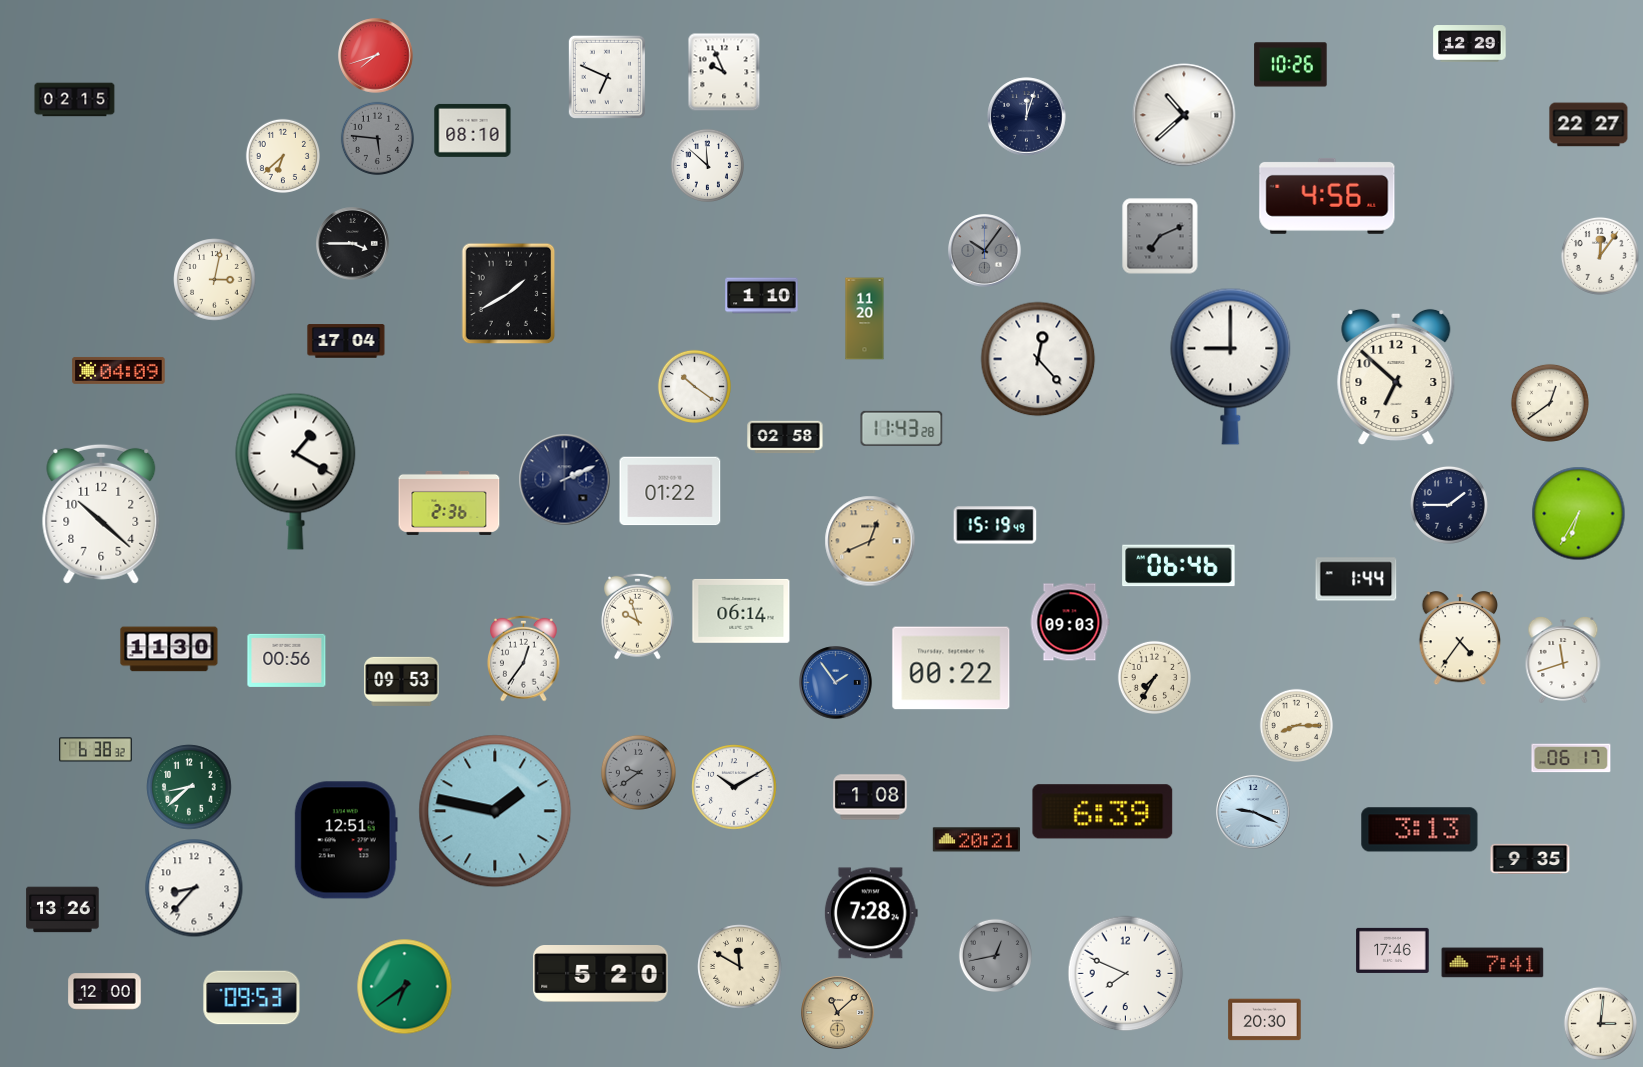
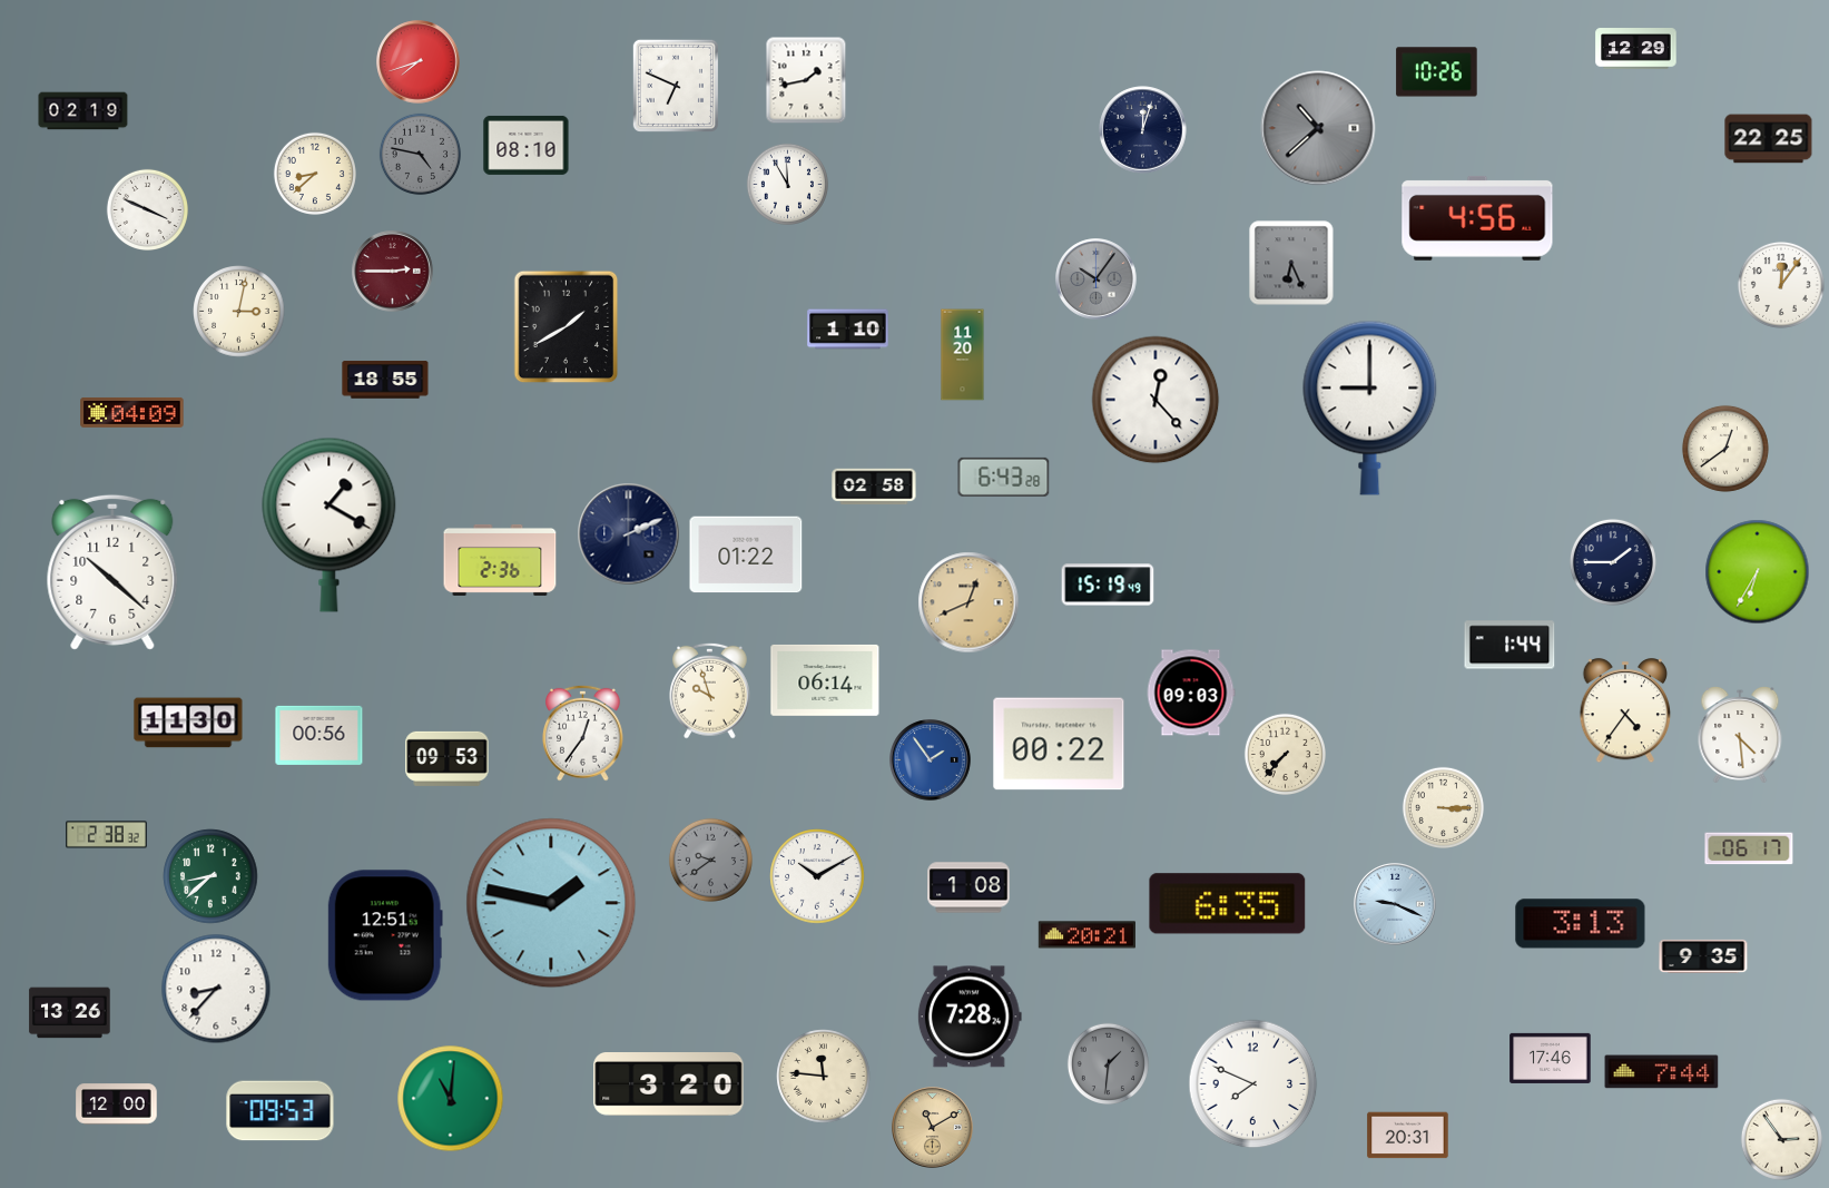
clock at (724, 72): 9:56 -> 1:43
clock at (75, 100): 02:15 -> 02:19
clock at (1184, 115) dial: white -> grey
clock at (1589, 125): 22:27 -> 22:25
clock at (377, 138): 5:46 -> 4:47
clock at (283, 156): 6:38 -> 8:38
clock at (707, 165): 11:52 -> 11:55
clock at (147, 209): none -> 3:49
clock at (1160, 236): 7:11 -> 6:26
clock at (353, 244): 3:45 -> 2:45
clock at (353, 244) dial: black -> burgundy
clock at (346, 341): 17:04 -> 18:55
clock at (1396, 376): 6:52 -> none
clock at (694, 386): 10:21 -> none
clock at (902, 428): 11:43 -> 6:43
clock at (670, 491) position: (670, 491) -> (746, 554)
clock at (1179, 566): 06:46 -> none
clock at (638, 616) position: (638, 616) -> (710, 690)
clock at (1563, 661): 11:42 -> 4:29
clock at (1154, 677): 7:35 -> 7:37
clock at (1296, 725): 8:15 -> 3:15
clock at (96, 750): 6:38 -> 2:38
clock at (1571, 758) position: (1571, 758) -> (1749, 848)
clock at (1103, 812): 6:39 -> 6:35
clock at (995, 955): 12:43 -> 1:31
clock at (1493, 963): 7:41 -> 7:44
clock at (740, 967): 11:50 -> 11:46
clock at (601, 974): 5:20 -> 3:20
clock at (405, 987): 6:39 -> 11:01
clock at (838, 1013): 11:08 -> 11:10
clock at (1265, 1020): 20:30 -> 20:31
clock at (1600, 1023): 3:01 -> 2:54
